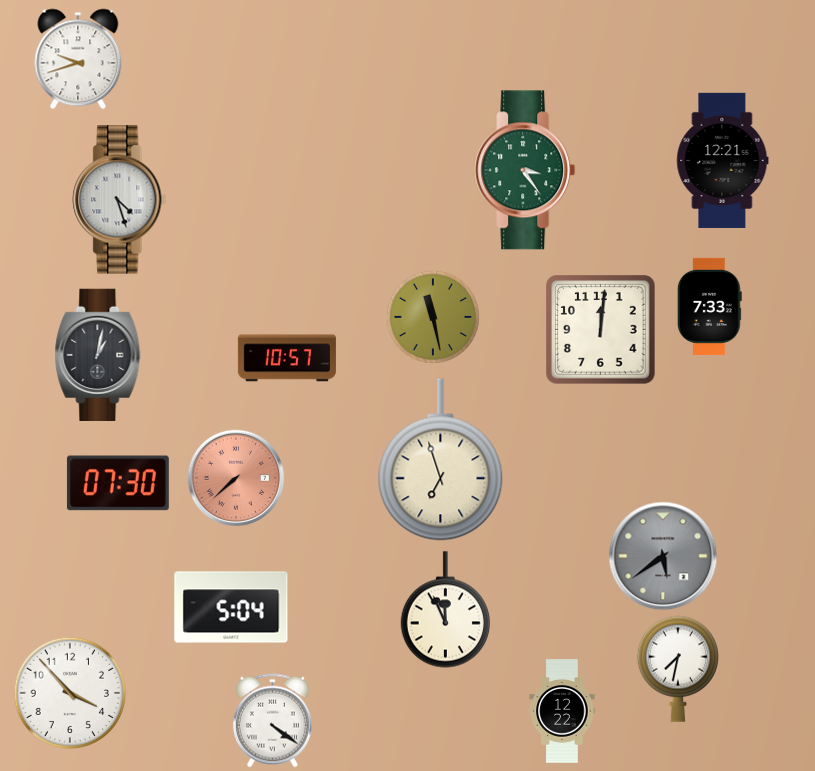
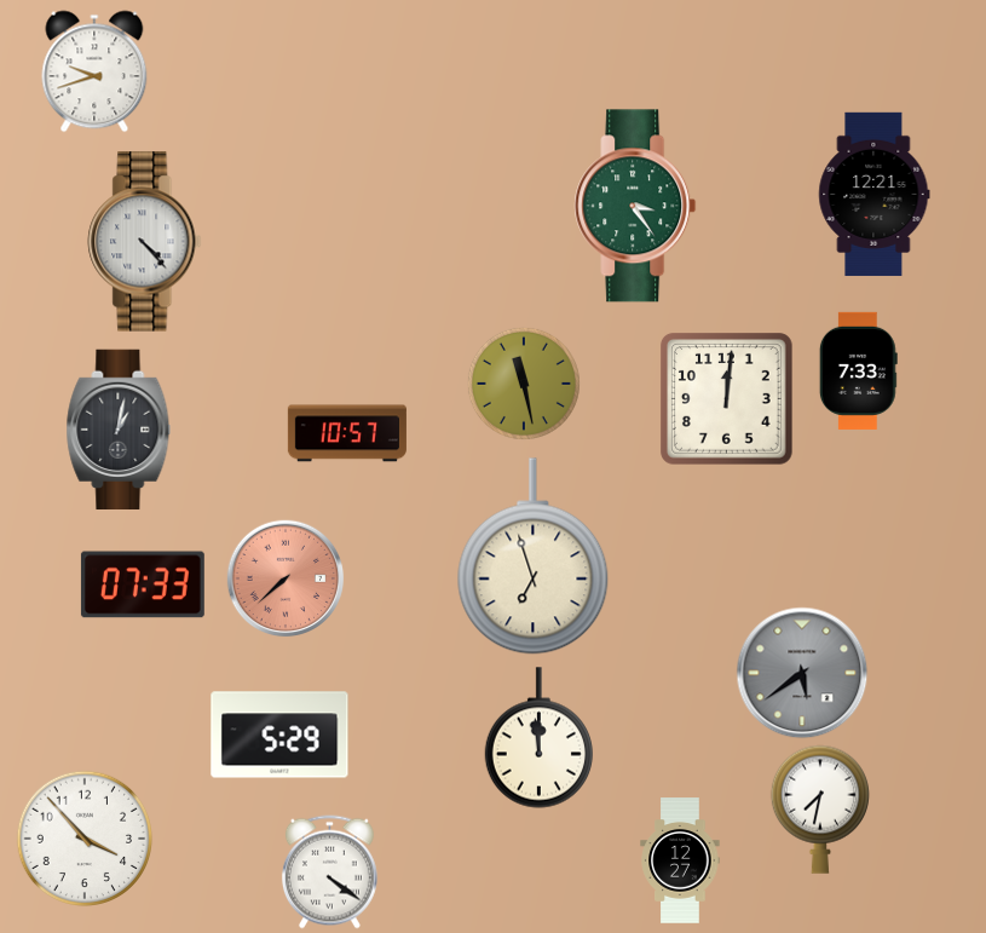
clock at (120, 200): 4:27 -> 4:23
clock at (118, 483): 07:30 -> 07:33
clock at (231, 607): 5:04 -> 5:29
clock at (445, 610): 11:56 -> 11:59
clock at (562, 711): 12:22 -> 12:27
